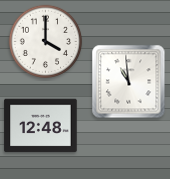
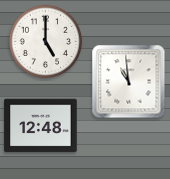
clock at (46, 42): 4:00 -> 5:00
